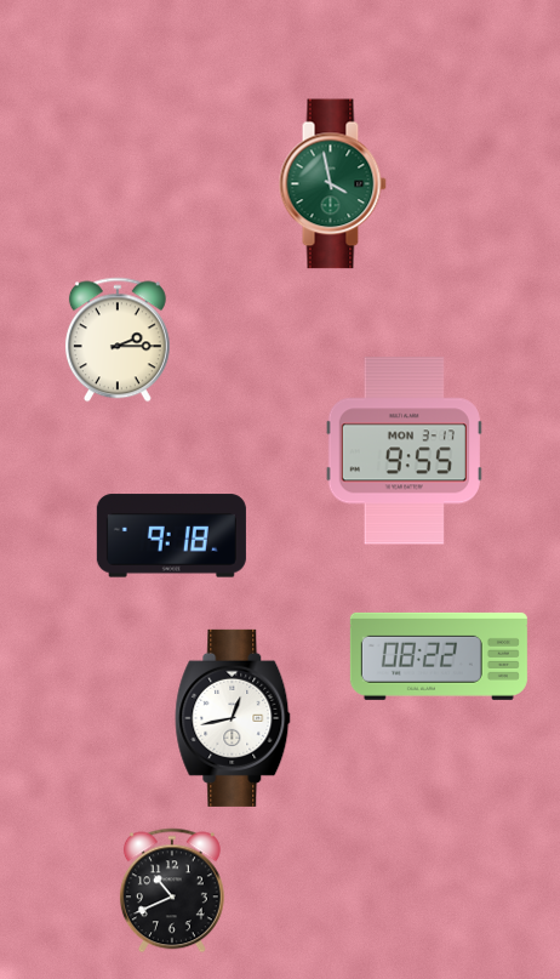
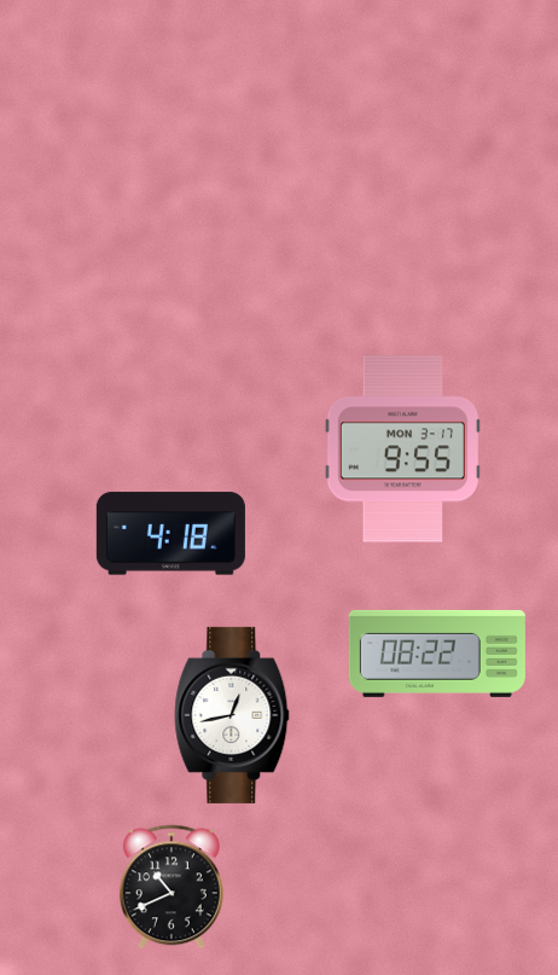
clock at (332, 184): 3:58 -> none
clock at (118, 340): 2:15 -> none
clock at (171, 536): 9:18 -> 4:18
